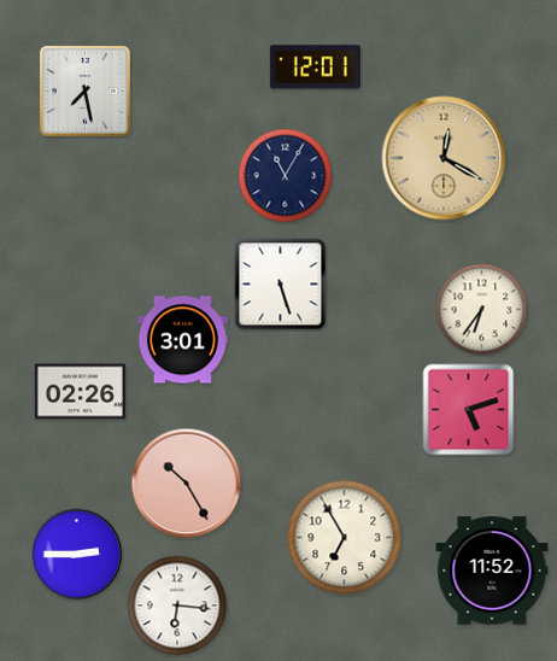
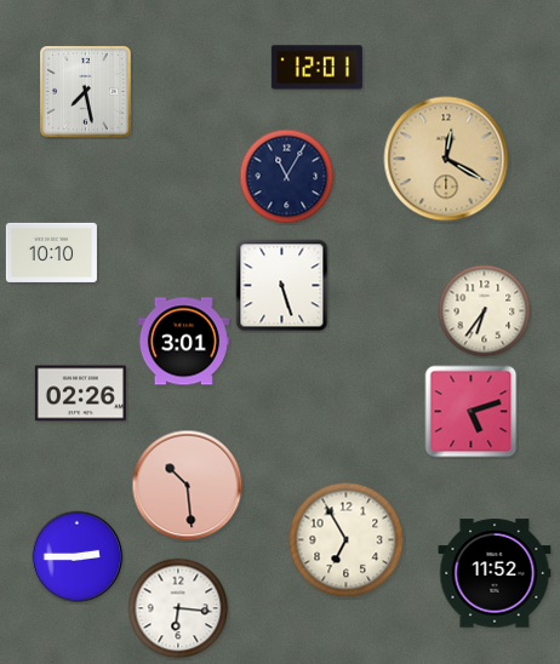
clock at (51, 252): none -> 10:10
clock at (187, 484): 10:25 -> 10:29
